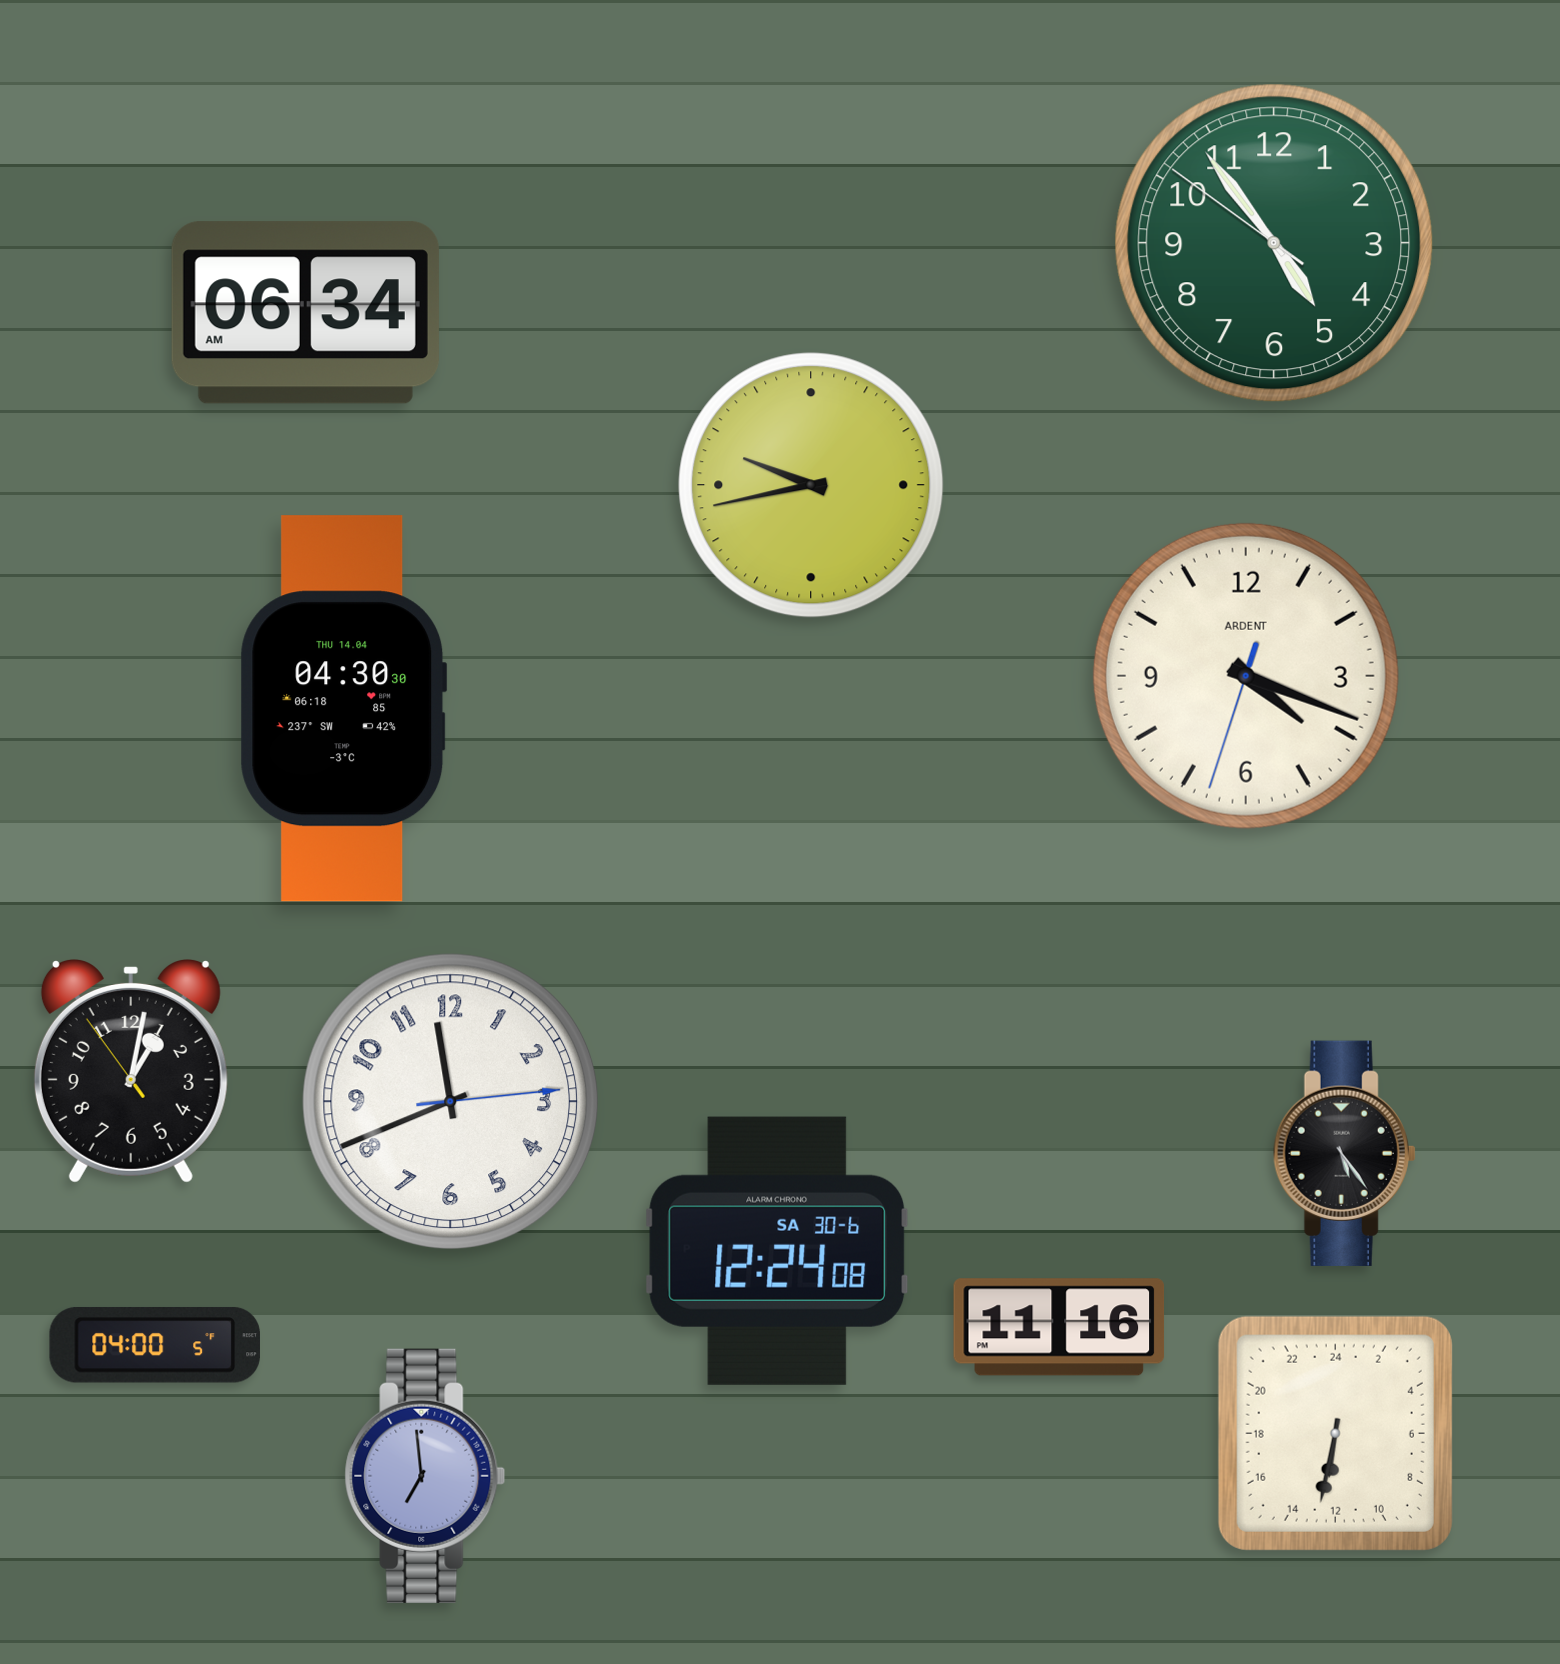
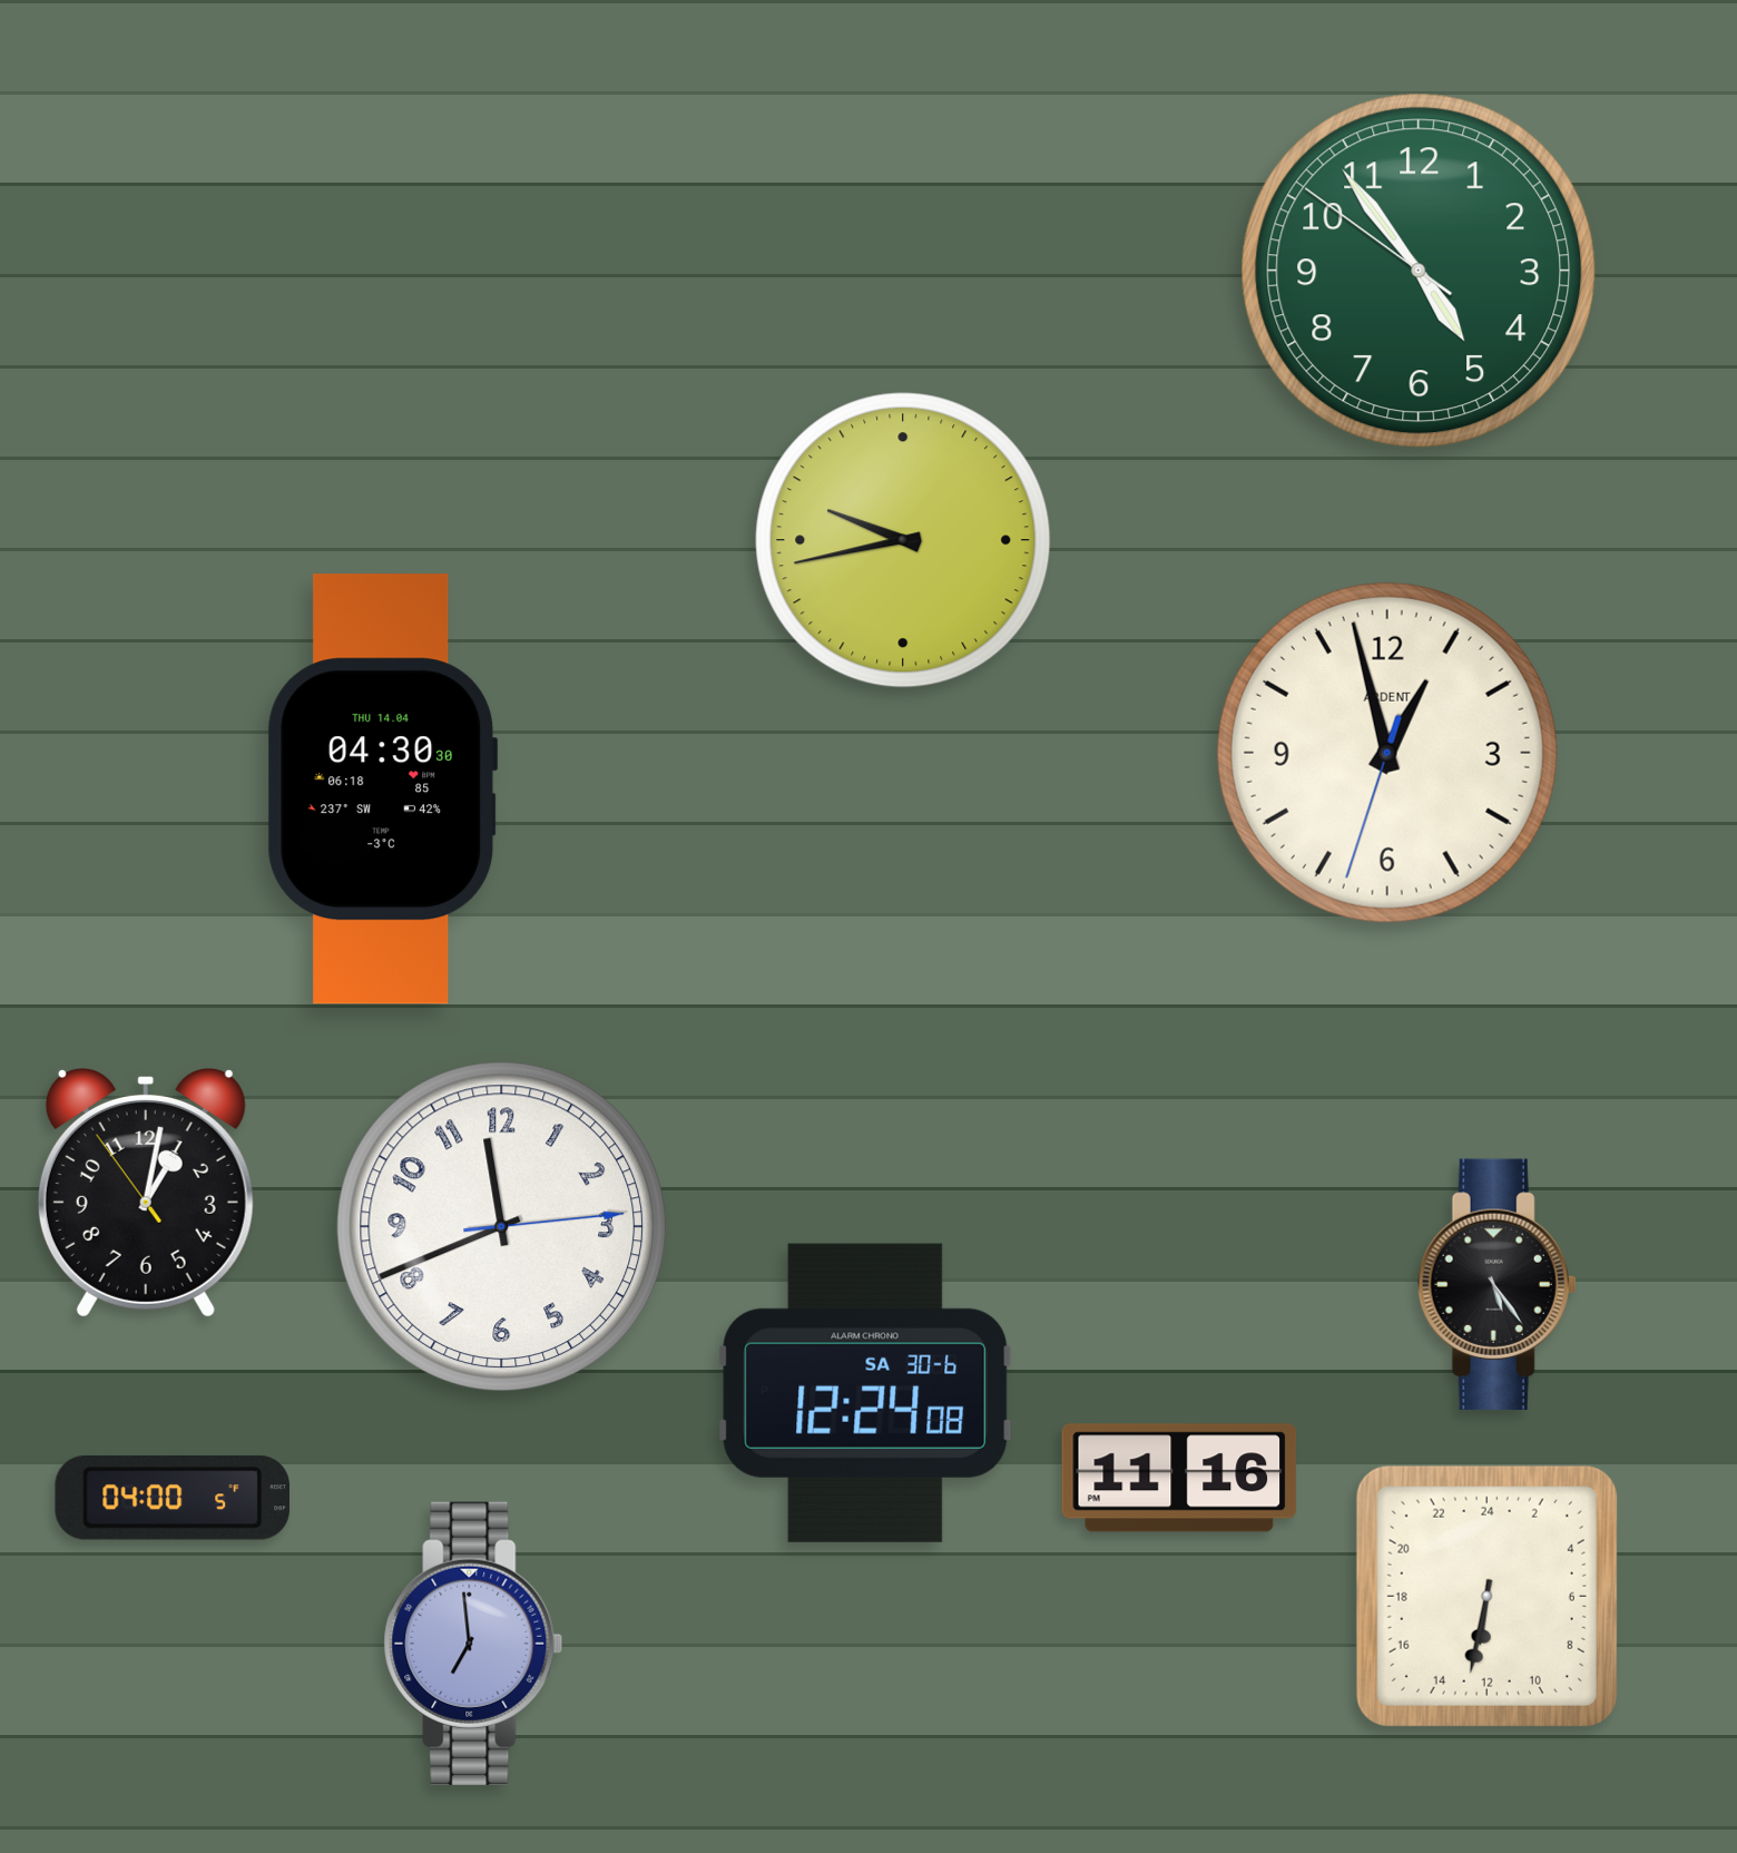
clock at (305, 313): 06:34 -> none
clock at (1246, 676): 4:18 -> 12:57
